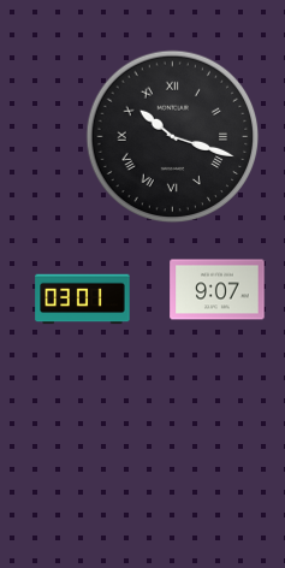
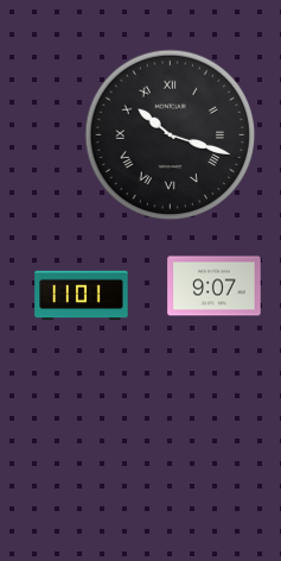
clock at (83, 300): 03:01 -> 11:01
